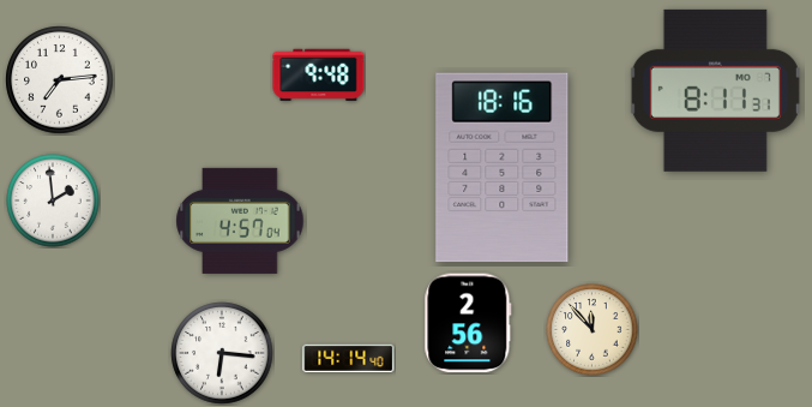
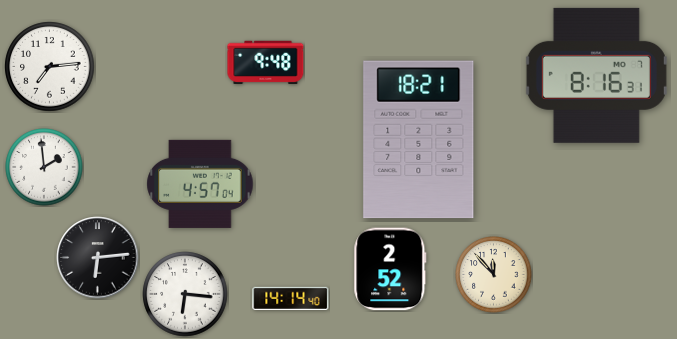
clock at (715, 90): 8:11 -> 8:16
clock at (503, 168): 18:16 -> 18:21
clock at (98, 258): none -> 6:14
clock at (468, 323): 2:56 -> 2:52
